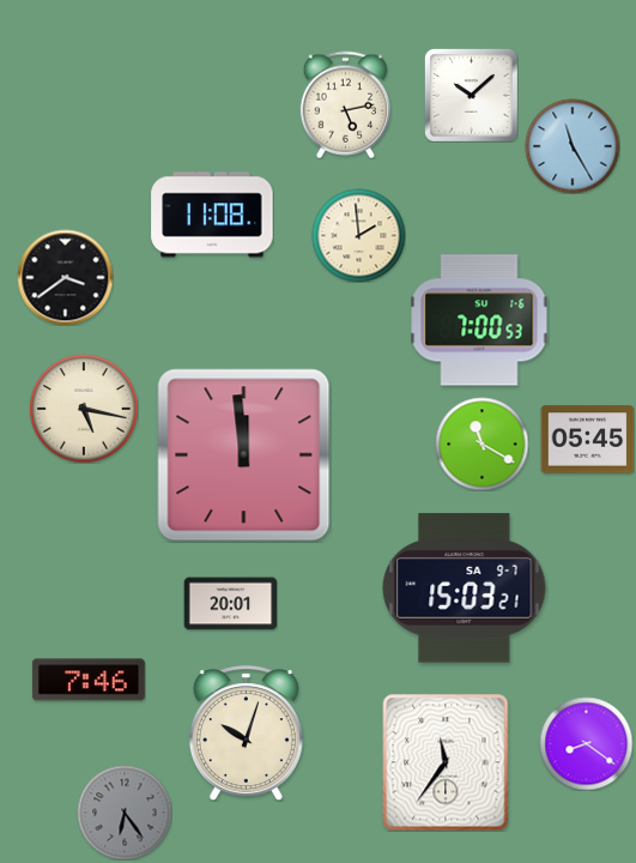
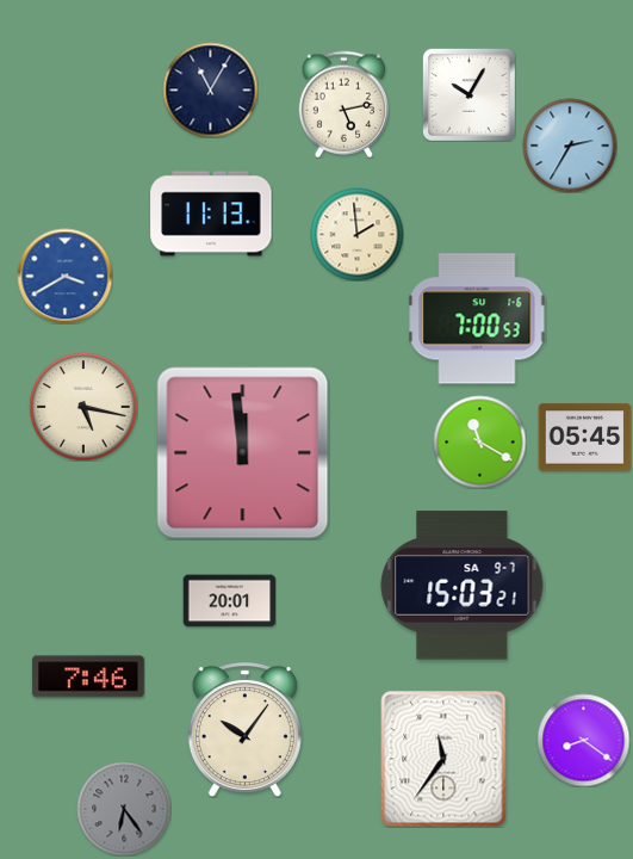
clock at (210, 89): none -> 11:05
clock at (471, 95): 10:08 -> 10:05
clock at (573, 146): 11:25 -> 2:35
clock at (212, 215): 11:08 -> 11:13
clock at (65, 277): 3:39 -> 3:40
clock at (65, 277) dial: black -> blue
clock at (246, 734): 10:03 -> 10:06
